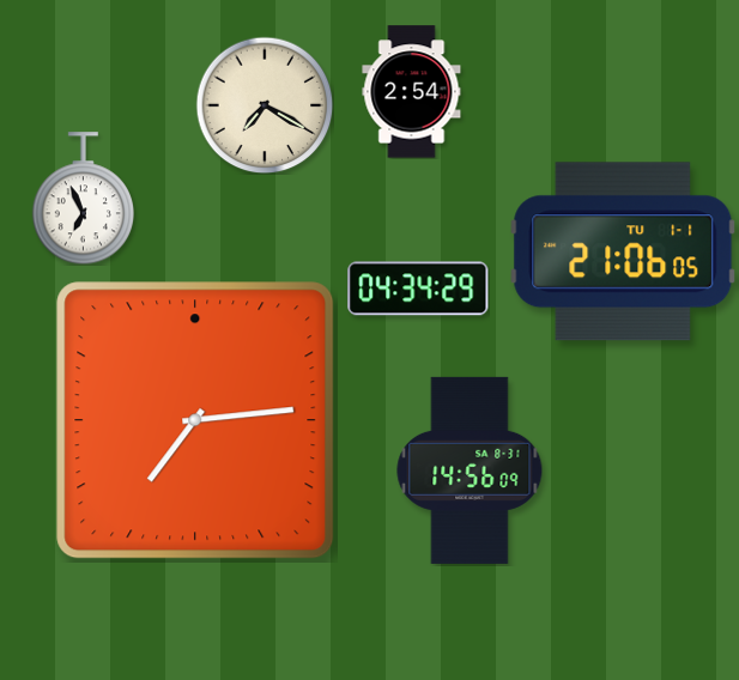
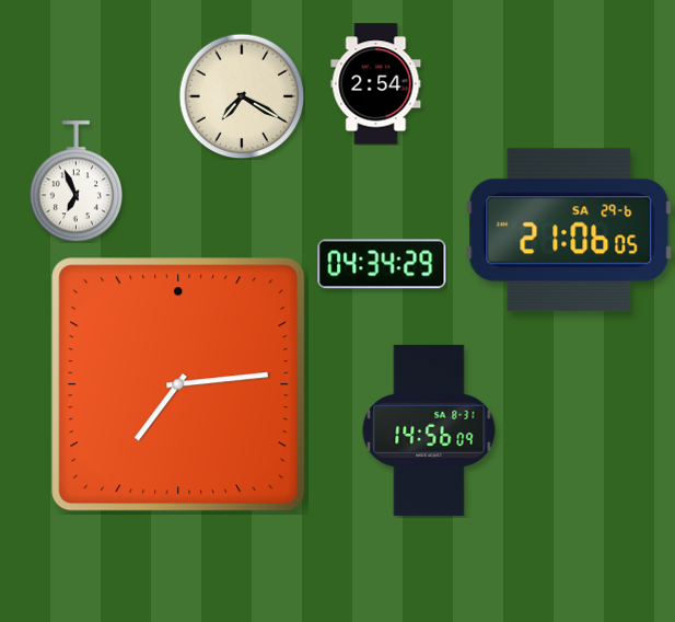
clock at (623, 251) date: TU 1-1 -> SA 29-6
